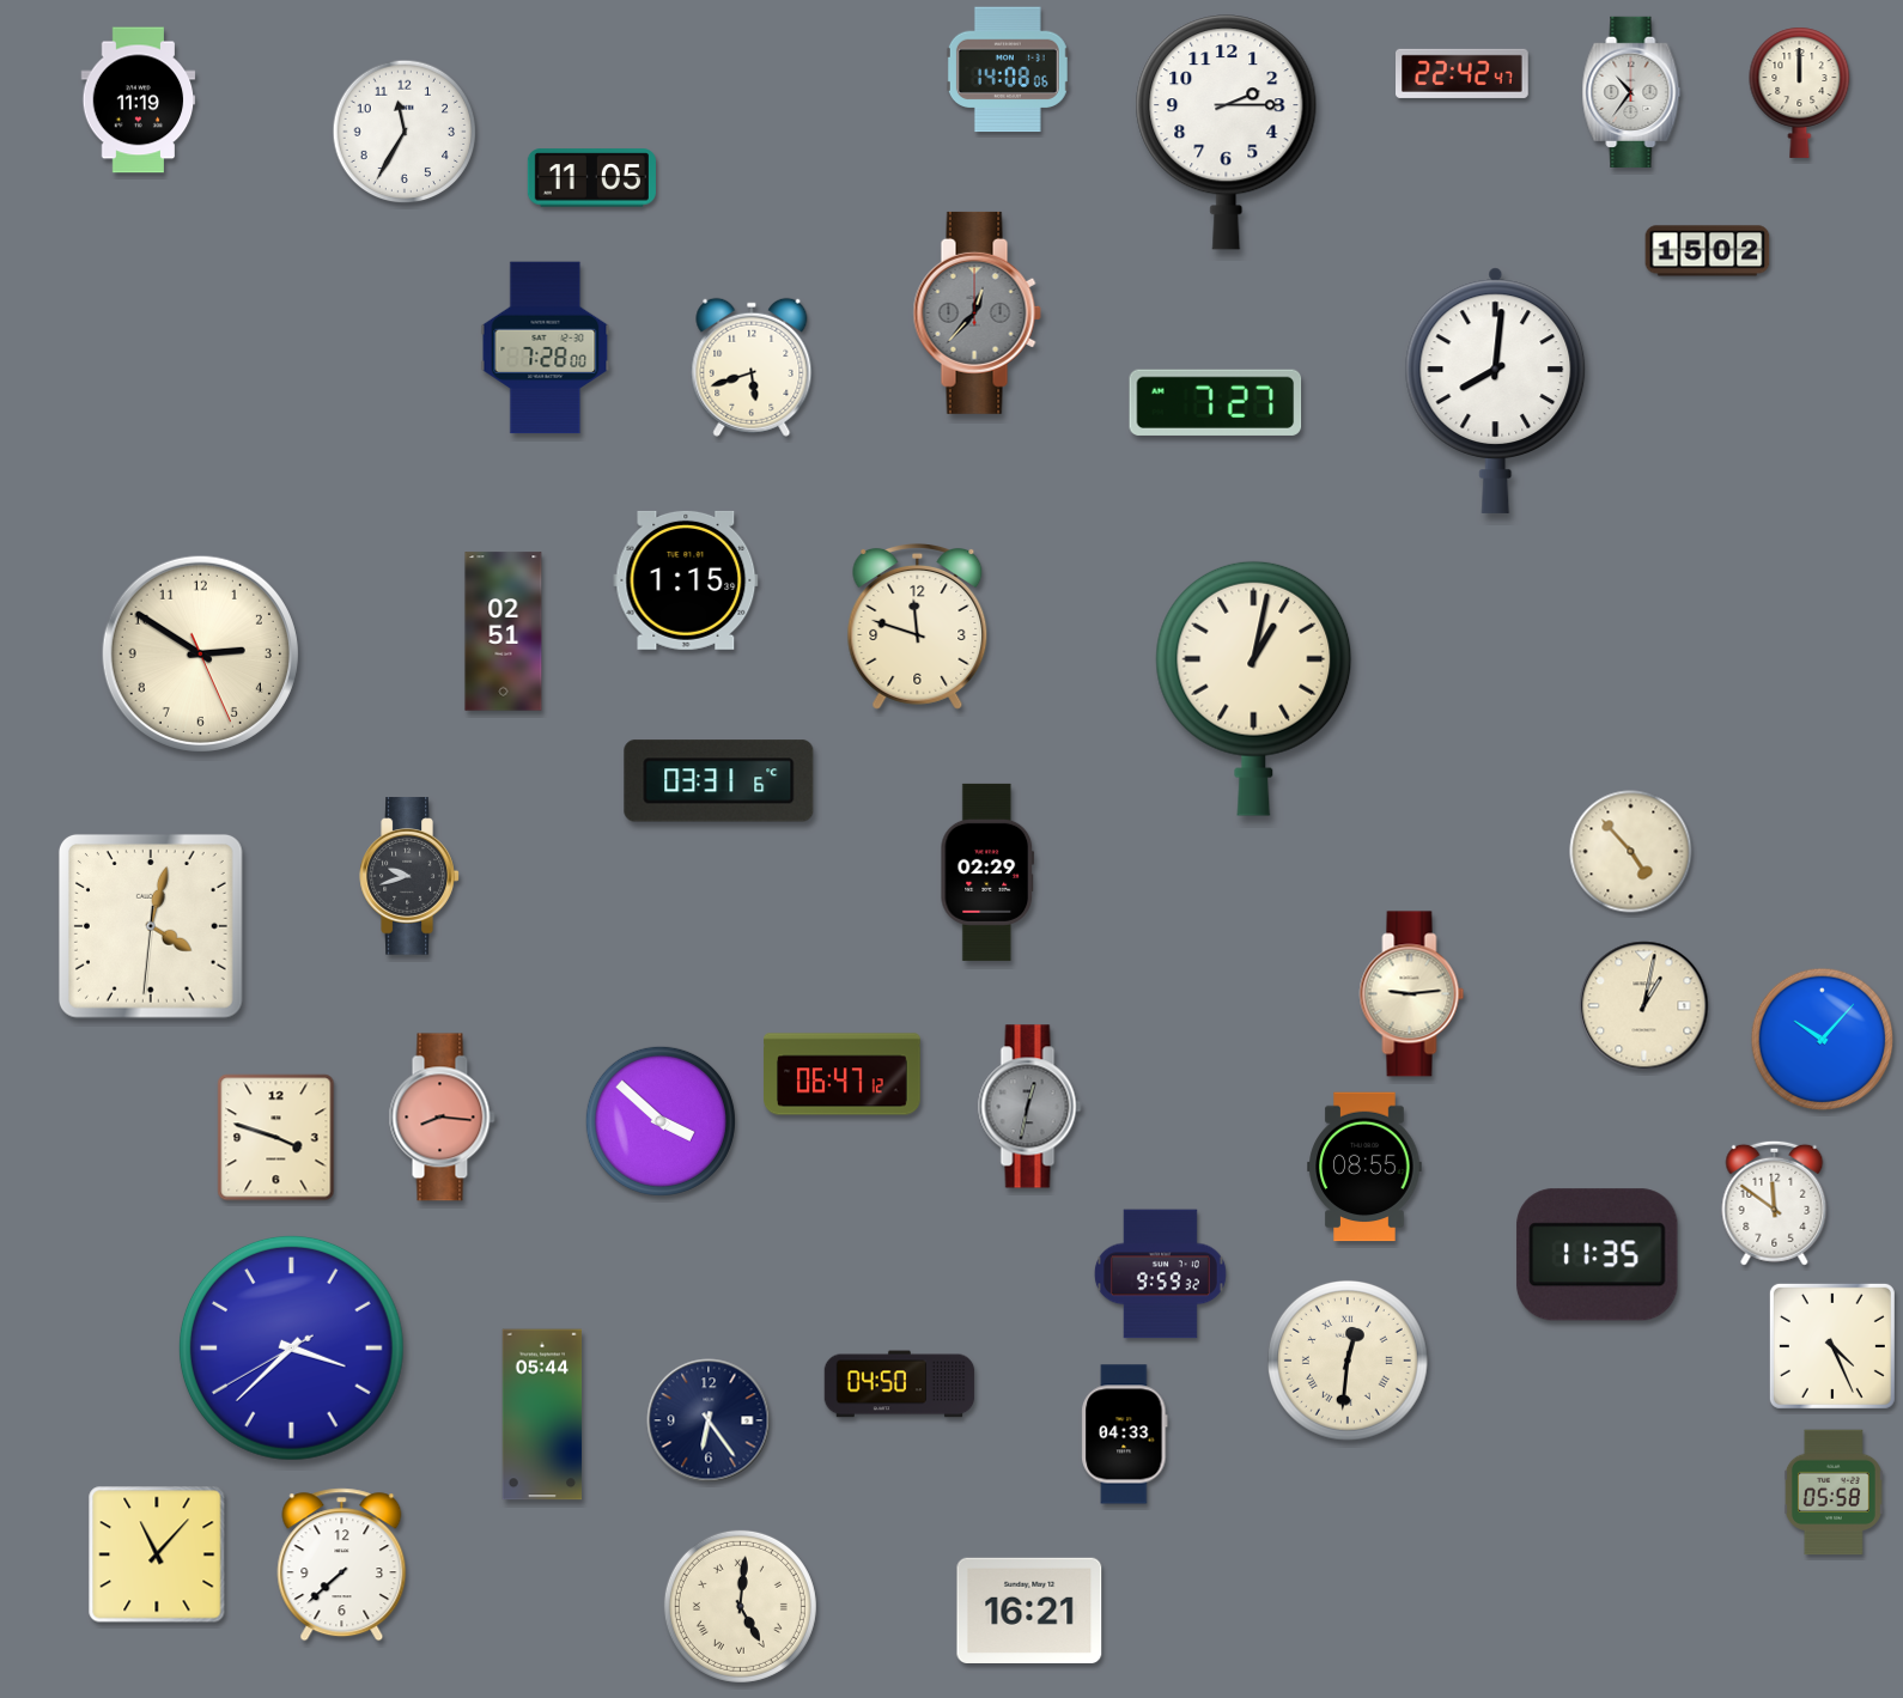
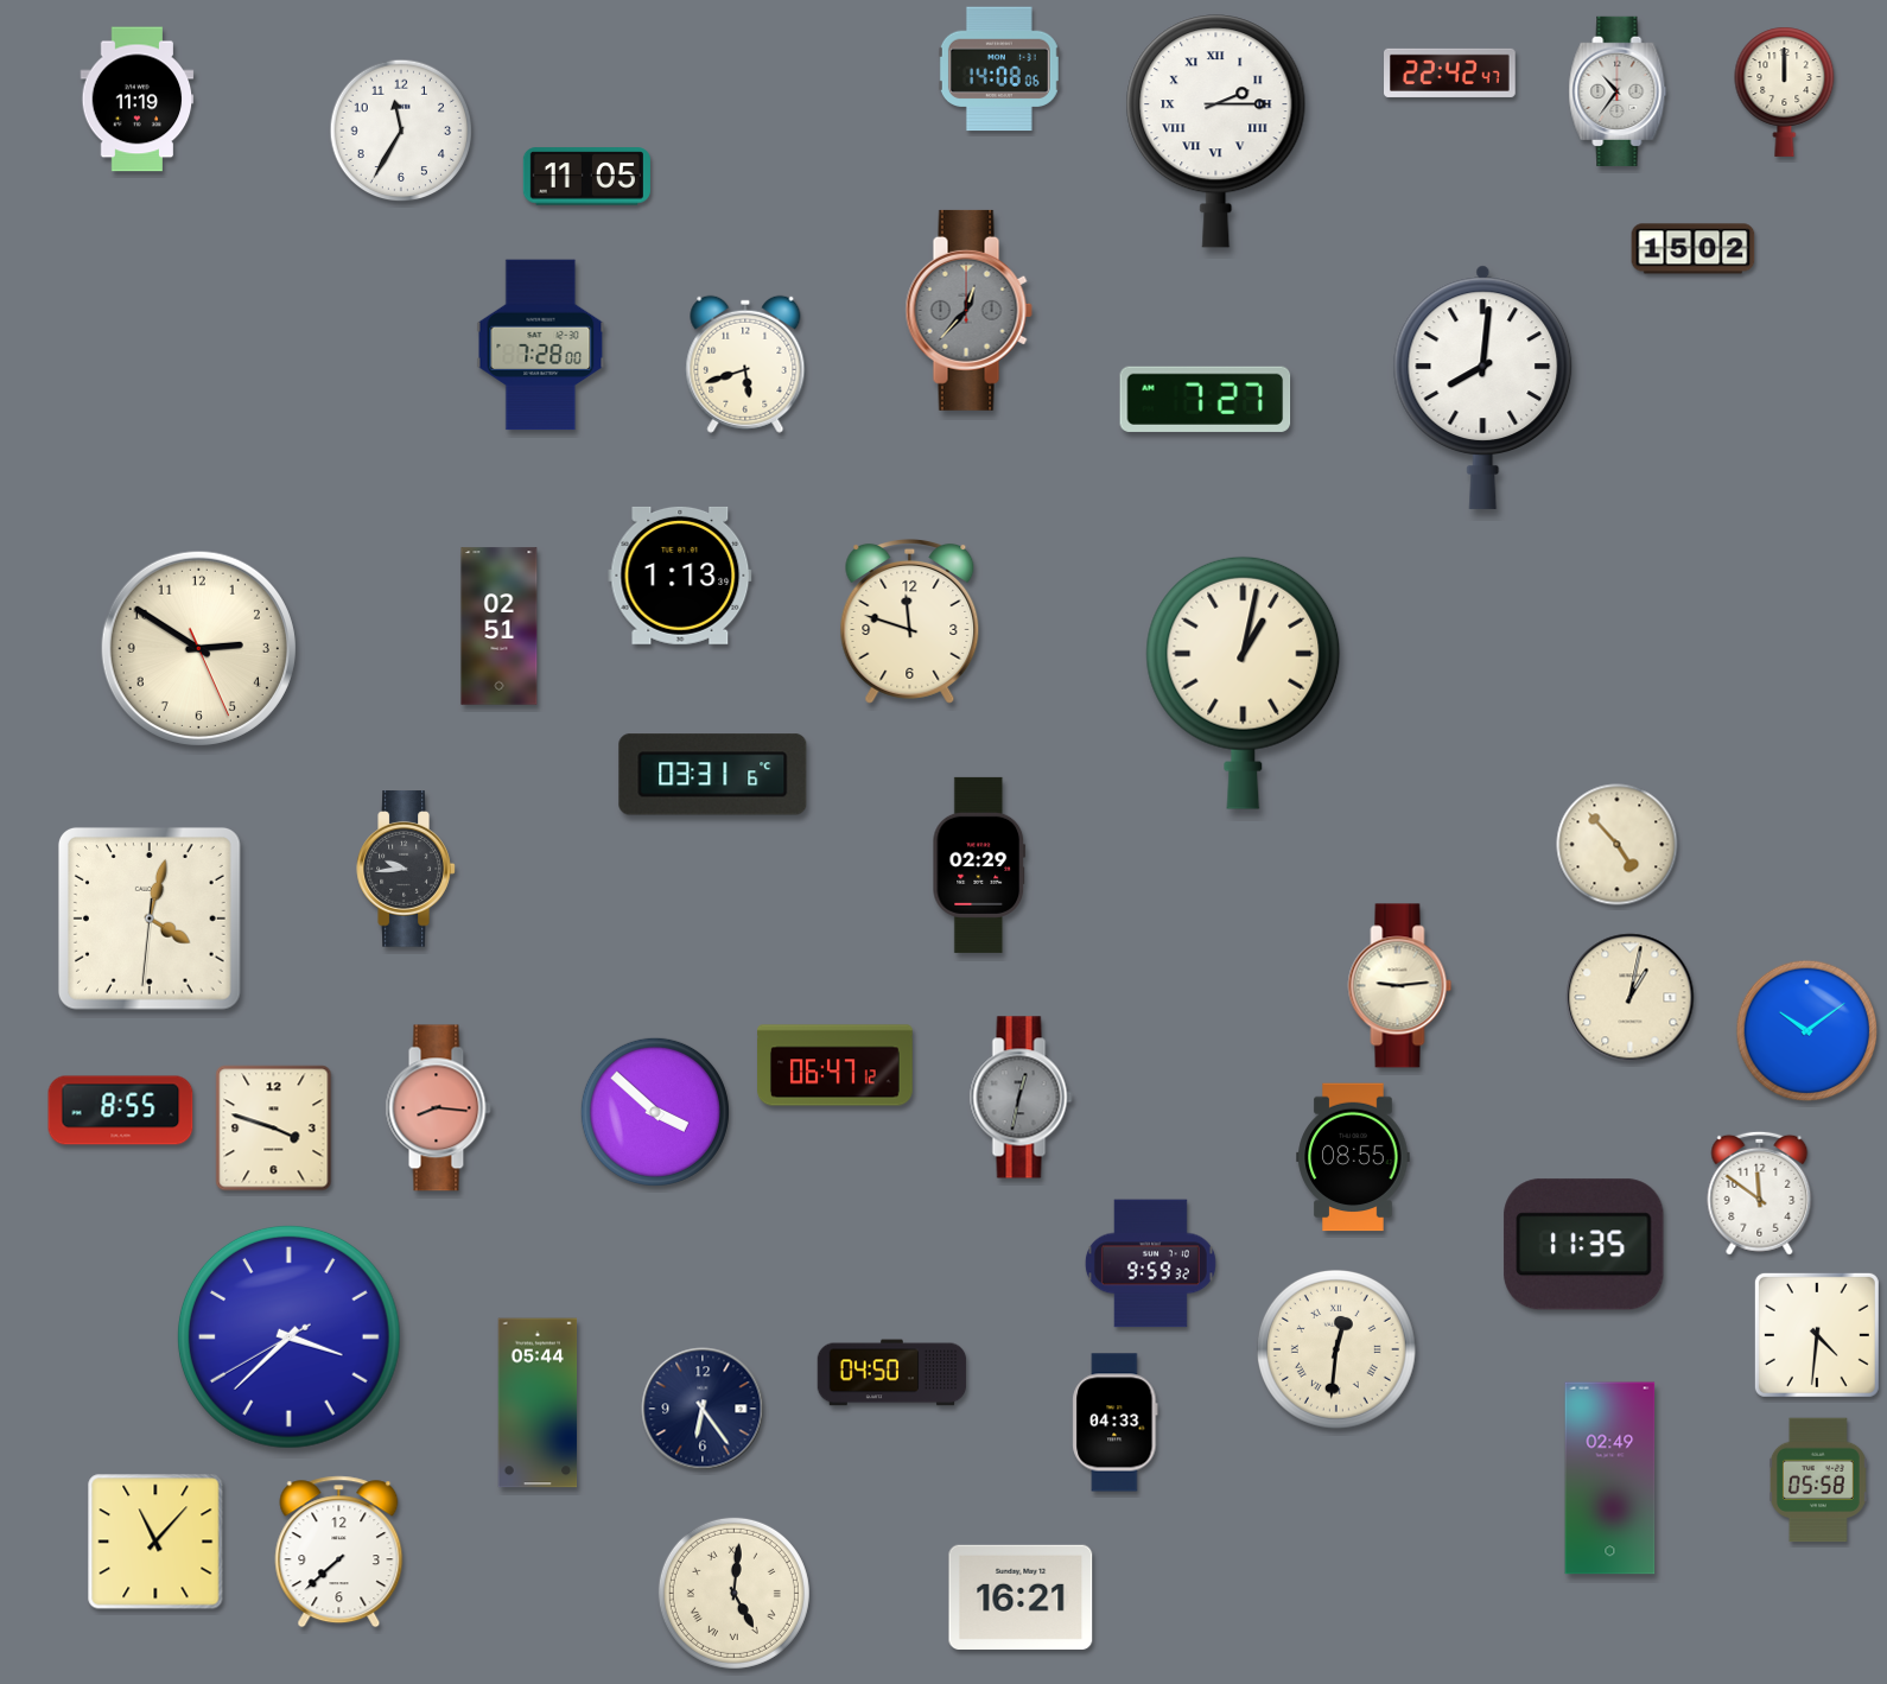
clock at (1227, 133) numerals: Arabic -> Roman
clock at (686, 580): 1:15 -> 1:13
clock at (409, 876): 9:42 -> 9:44
clock at (1823, 1040): 10:07 -> 10:09
clock at (121, 1111): none -> 8:55
clock at (1832, 1346): 4:26 -> 4:31
clock at (1610, 1479): none -> 02:49
